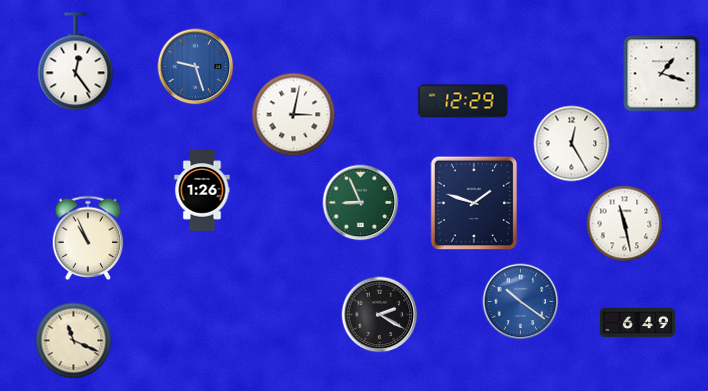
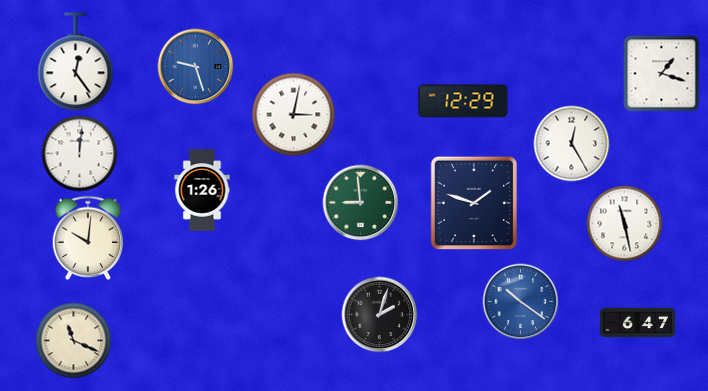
clock at (80, 154): none -> 12:01
clock at (361, 203): 8:56 -> 8:59
clock at (88, 237): 10:56 -> 10:01
clock at (380, 315): 2:20 -> 2:03
clock at (637, 323): 6:49 -> 6:47
